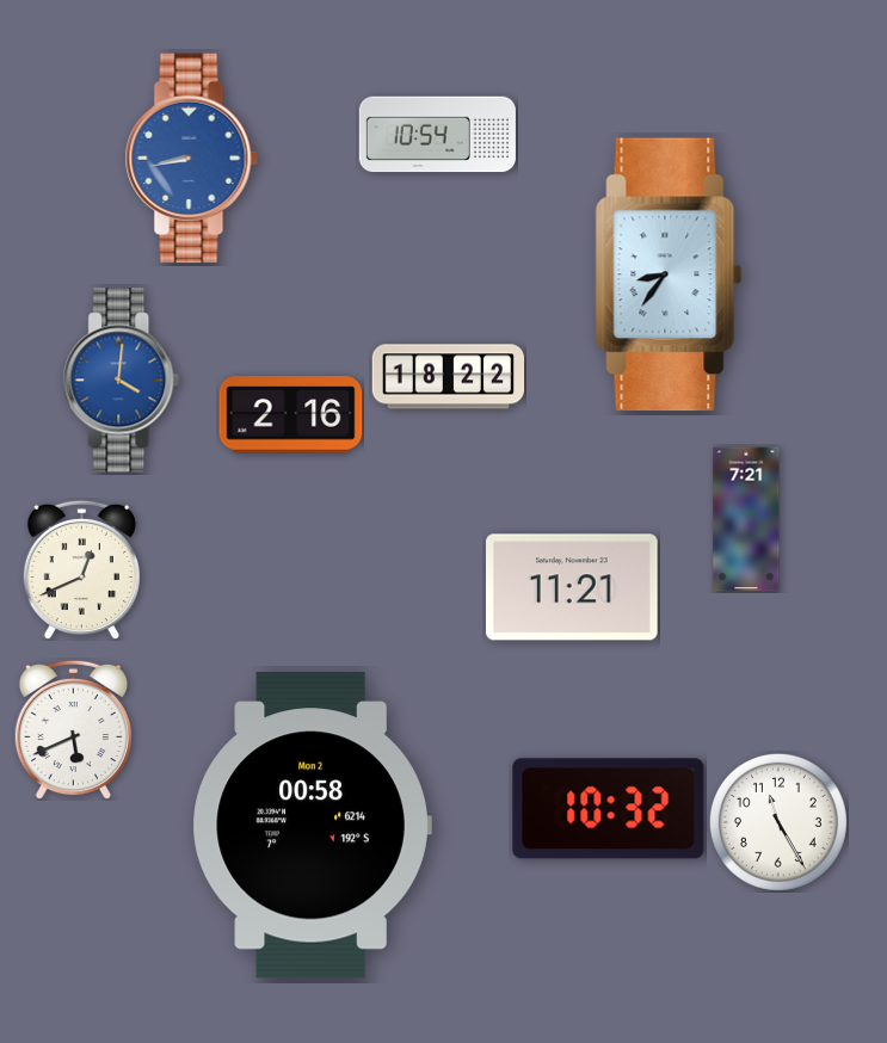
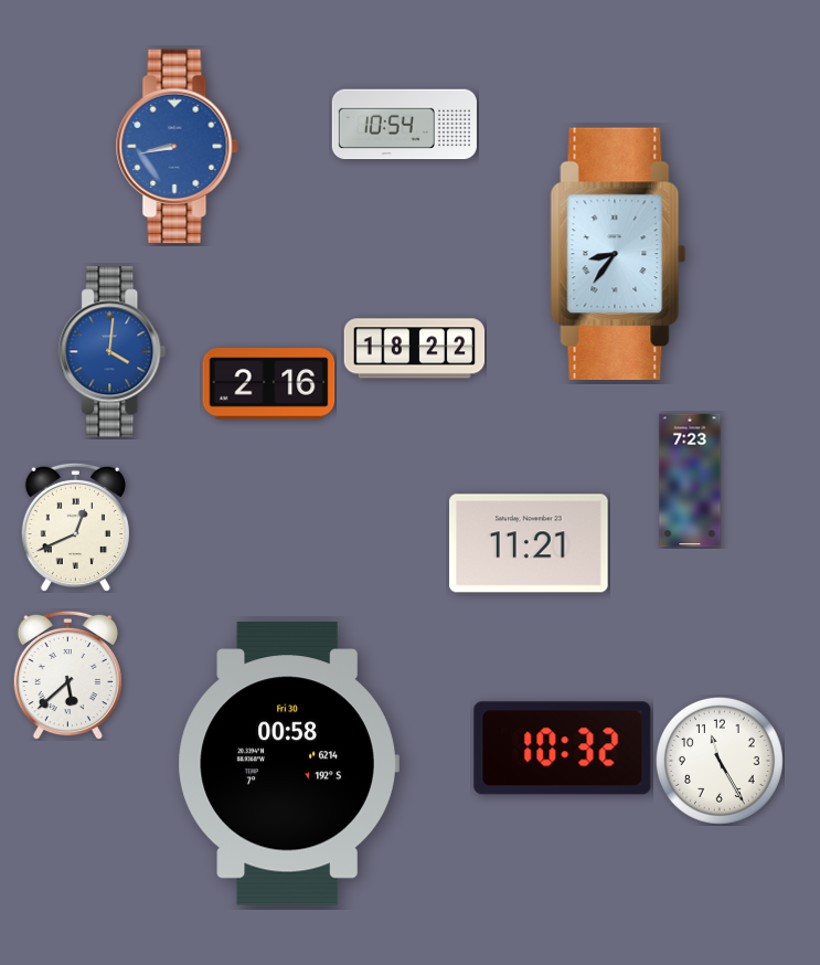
clock at (746, 519): 7:21 -> 7:23
clock at (73, 729): 5:41 -> 5:38
clock at (312, 826) date: Mon 2 -> Fri 30
